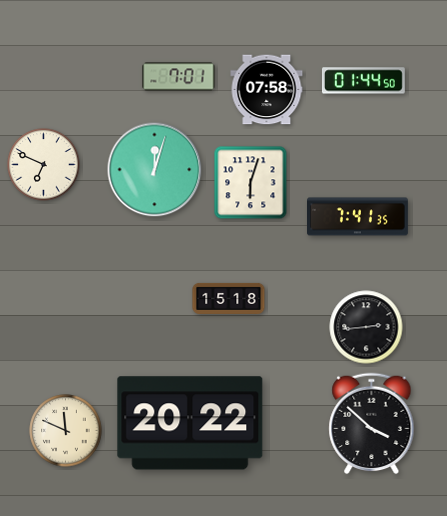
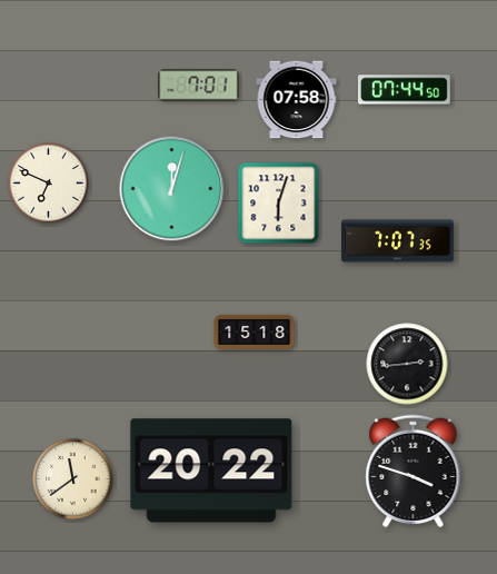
clock at (363, 81): 01:44 -> 07:44
clock at (358, 217): 7:41 -> 7:07
clock at (372, 424): 3:52 -> 3:48
clock at (66, 431): 11:49 -> 11:39
